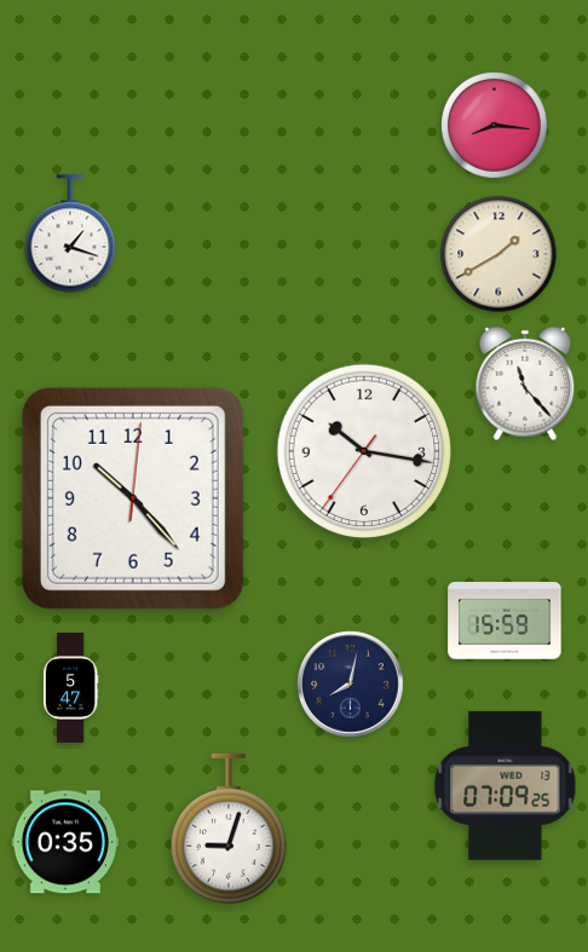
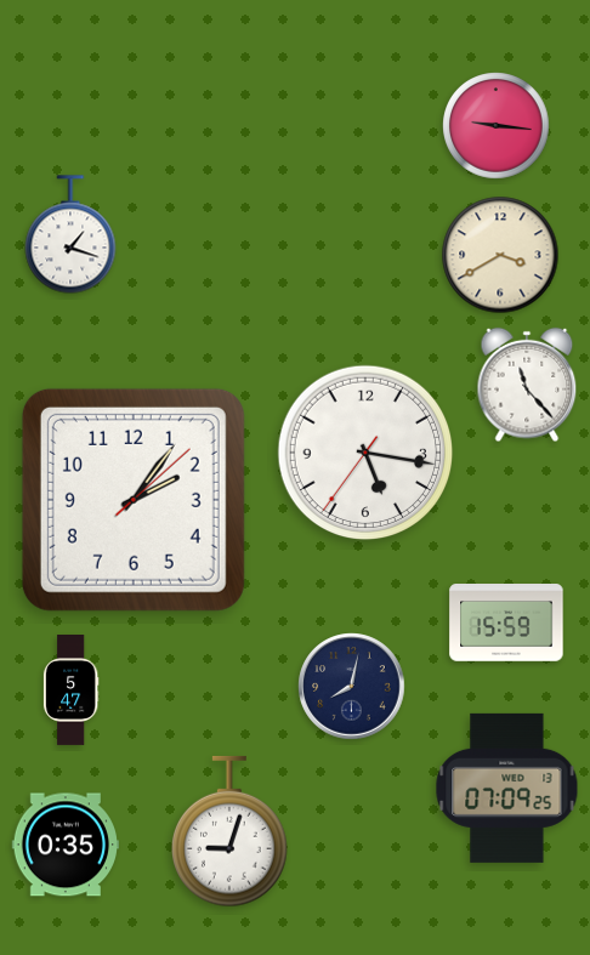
clock at (495, 126): 8:16 -> 9:16
clock at (498, 254): 1:40 -> 3:40
clock at (364, 451): 10:16 -> 5:16
clock at (133, 498): 10:23 -> 2:06
